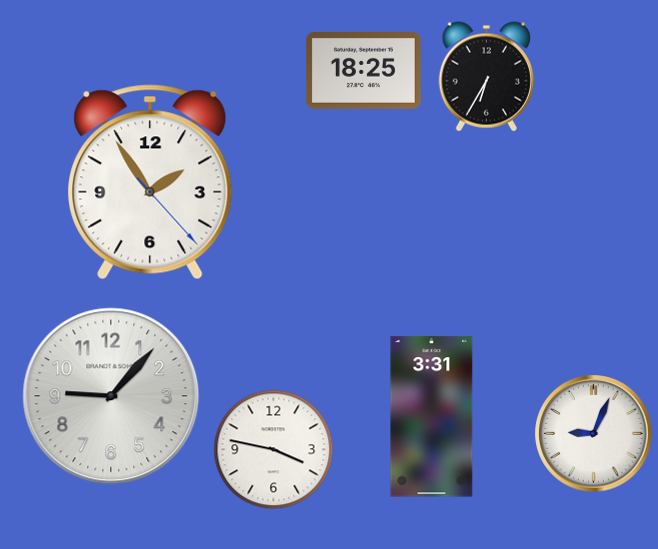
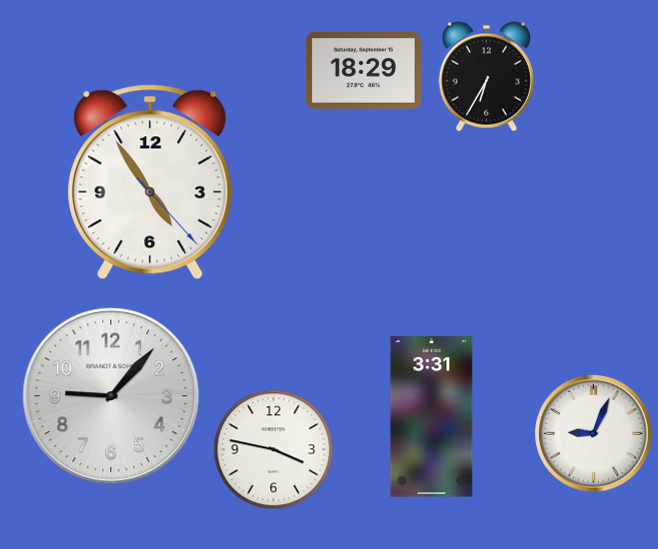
clock at (363, 71): 18:25 -> 18:29
clock at (150, 182): 1:54 -> 4:54
